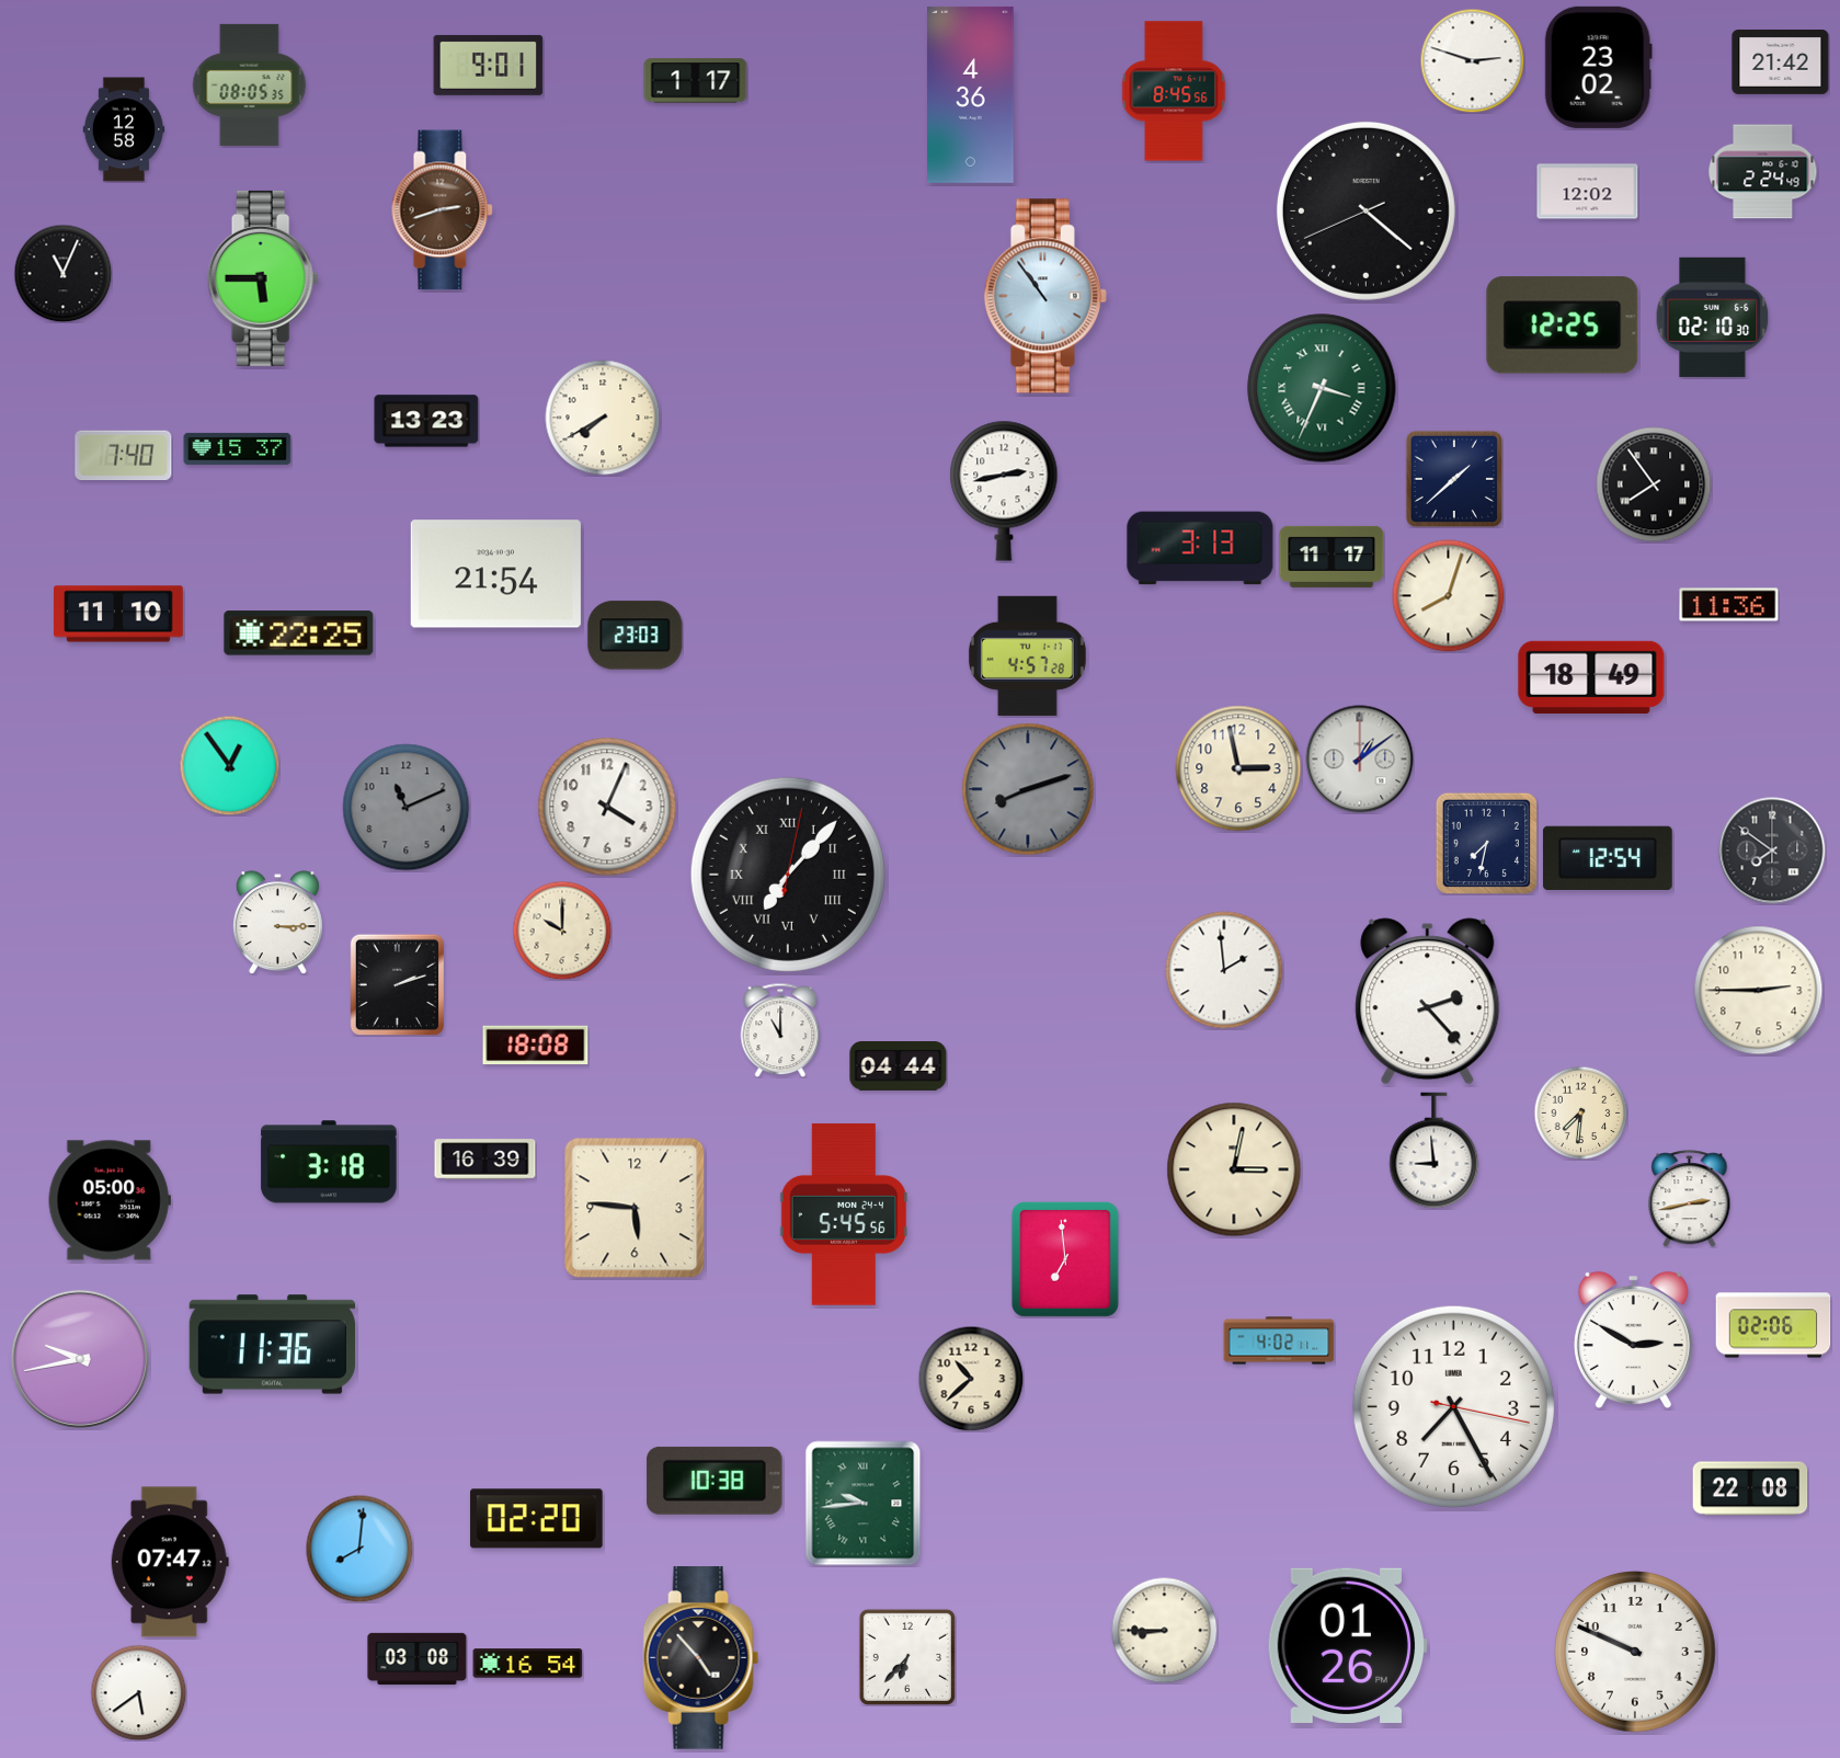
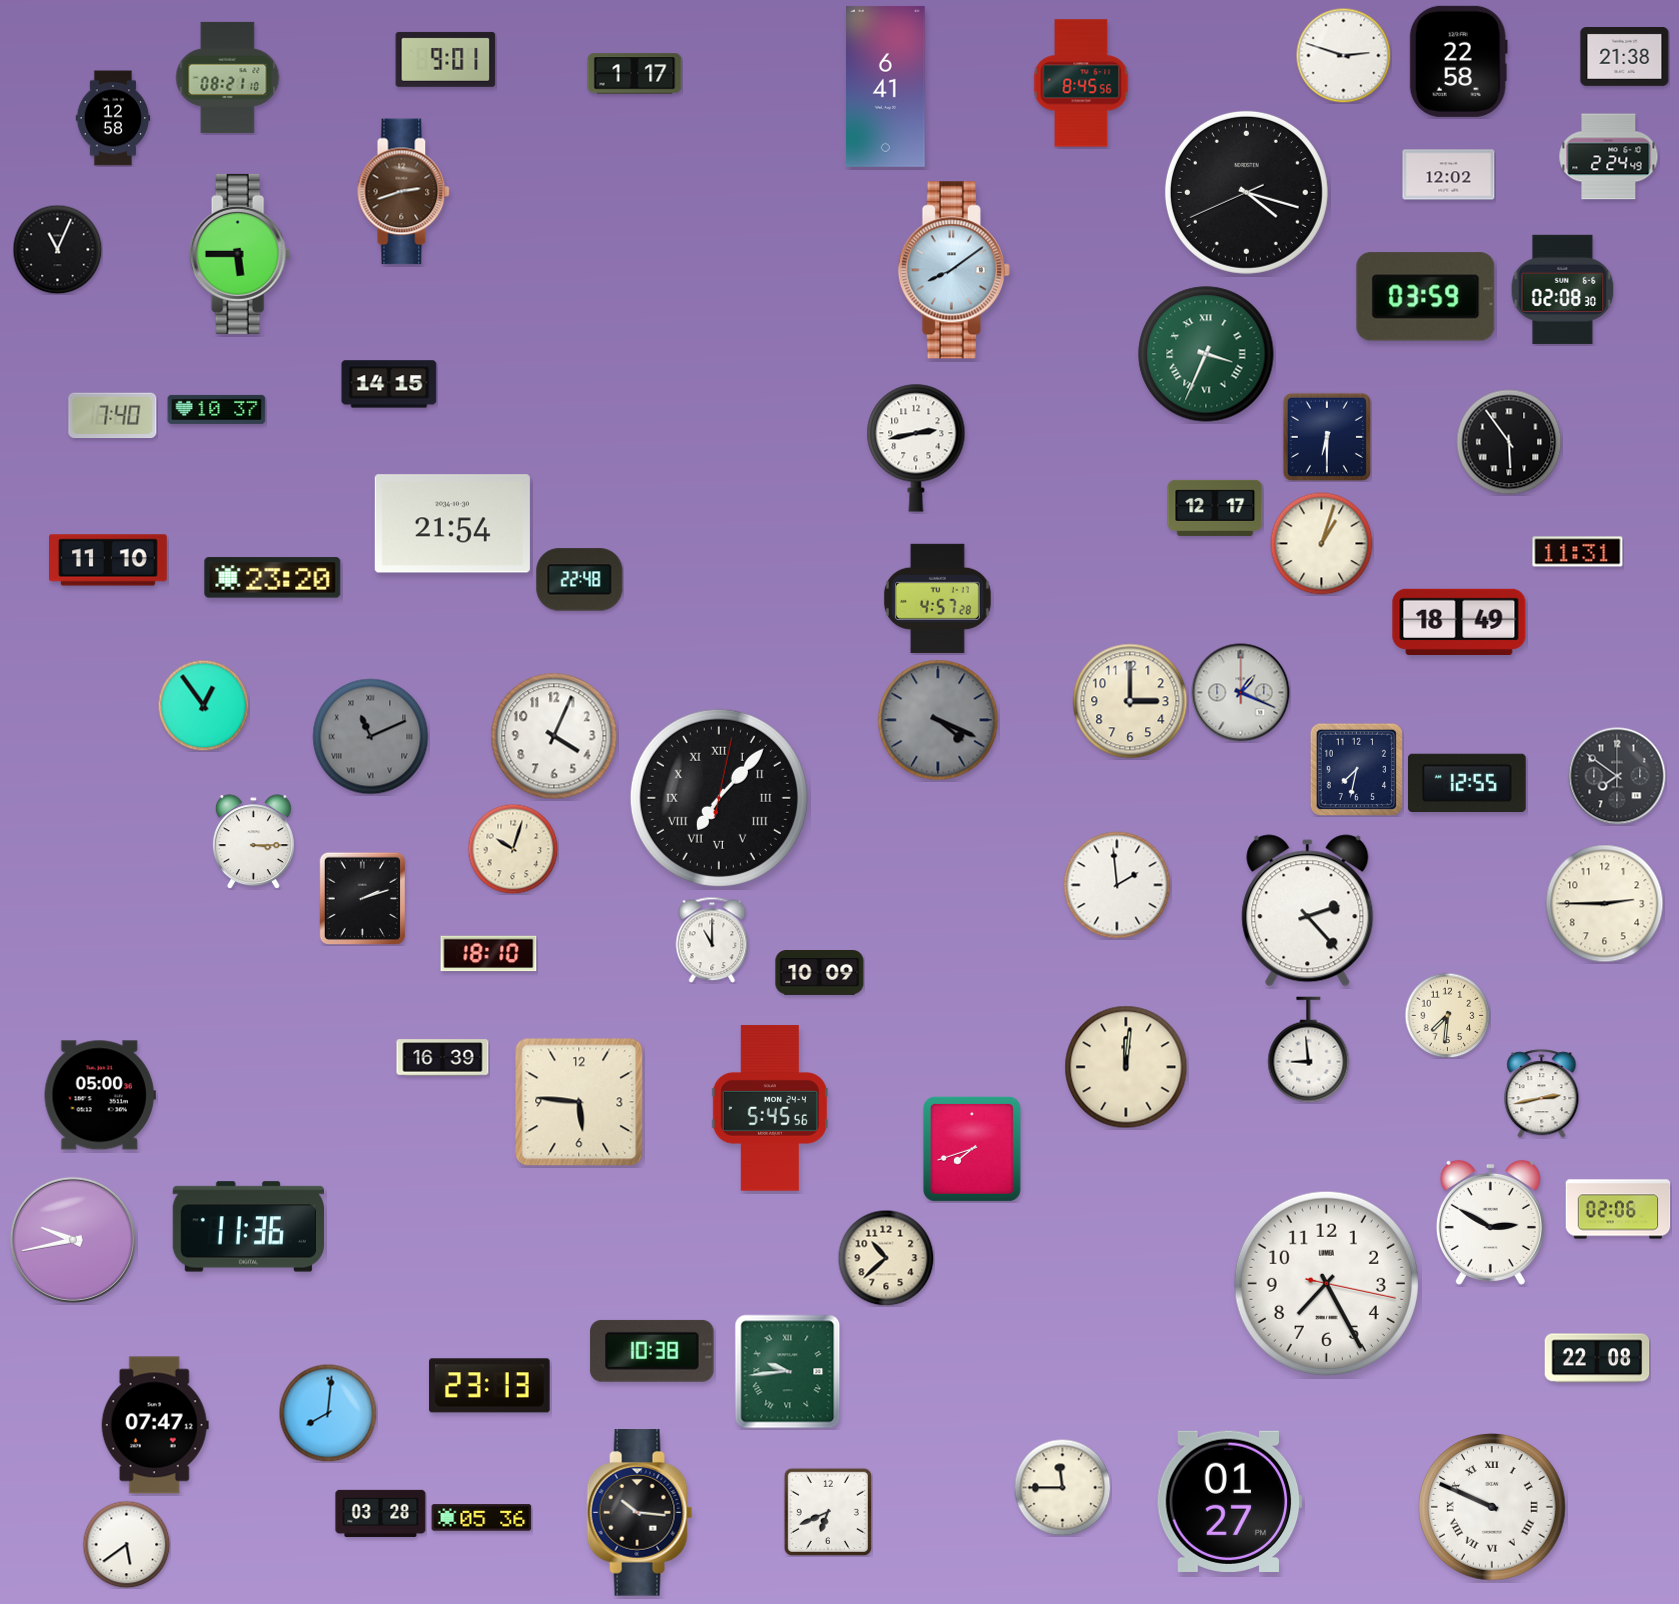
clock at (1781, 62): 21:42 -> 21:38
clock at (1598, 67): 23:02 -> 22:58
clock at (250, 84): 08:05 -> 08:21
clock at (1174, 91) position: (1174, 91) -> (1081, 83)
clock at (971, 94): 4:36 -> 6:41
clock at (1365, 210): 4:21 -> 4:17
clock at (1045, 296): 10:54 -> 8:09
clock at (1713, 317): 02:10 -> 02:08
clock at (1563, 326): 12:25 -> 03:59
clock at (603, 418): 7:40 -> none
clock at (426, 421): 13:23 -> 14:15
clock at (238, 448): 15:37 -> 10:37
clock at (1454, 479): 1:38 -> 6:30
clock at (1654, 484): 7:54 -> 5:54
clock at (1200, 548): 3:13 -> none
clock at (1332, 557): 11:17 -> 12:17
clock at (1449, 596): 8:03 -> 1:03
clock at (1729, 605): 11:36 -> 11:31
clock at (299, 633): 22:25 -> 23:20
clock at (636, 636): 23:03 -> 22:48
clock at (1591, 676) position: (1591, 676) -> (1459, 621)
clock at (1360, 760): 1:09 -> 1:19
clock at (229, 765) position: (229, 765) -> (203, 705)
clock at (1238, 768): 2:58 -> 3:00
clock at (1028, 789): 8:12 -> 4:19
clock at (407, 808) numerals: Arabic -> Roman
clock at (1608, 857): 12:54 -> 12:55
clock at (562, 931): 10:00 -> 10:03
clock at (1428, 1002) position: (1428, 1002) -> (1308, 911)
clock at (536, 1046): 18:08 -> 18:10
clock at (899, 1066): 04:44 -> 10:09
clock at (1580, 1112) position: (1580, 1112) -> (1447, 1015)
clock at (329, 1162): 3:18 -> none
clock at (1234, 1169): 3:02 -> 12:01
clock at (1065, 1259): 6:59 -> 7:42
clock at (1279, 1340): 4:02 -> none
clock at (537, 1519): 02:20 -> 23:13
clock at (1164, 1630): 8:45 -> 11:45
clock at (1347, 1645): 01:26 -> 01:27
clock at (1635, 1652) numerals: Arabic -> Roman
clock at (907, 1657): 6:37 -> 6:41
clock at (418, 1658): 03:08 -> 03:28
clock at (701, 1658): 4:53 -> 10:16
clock at (528, 1664): 16:54 -> 05:36
